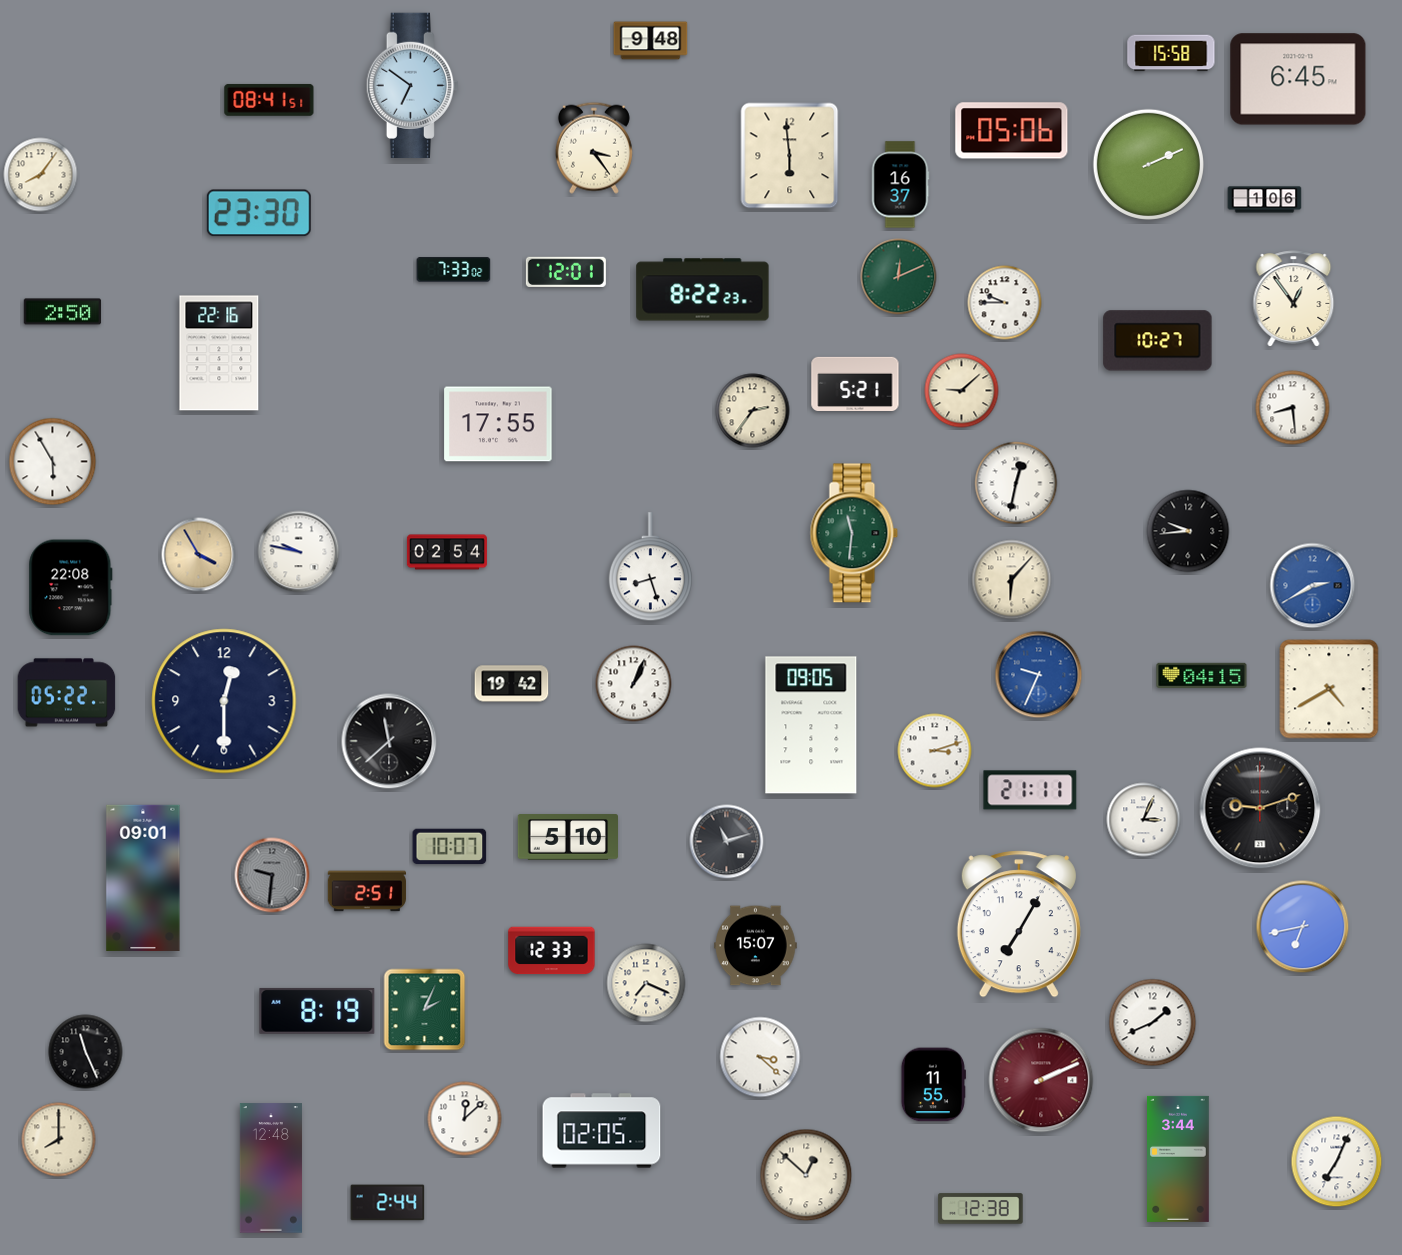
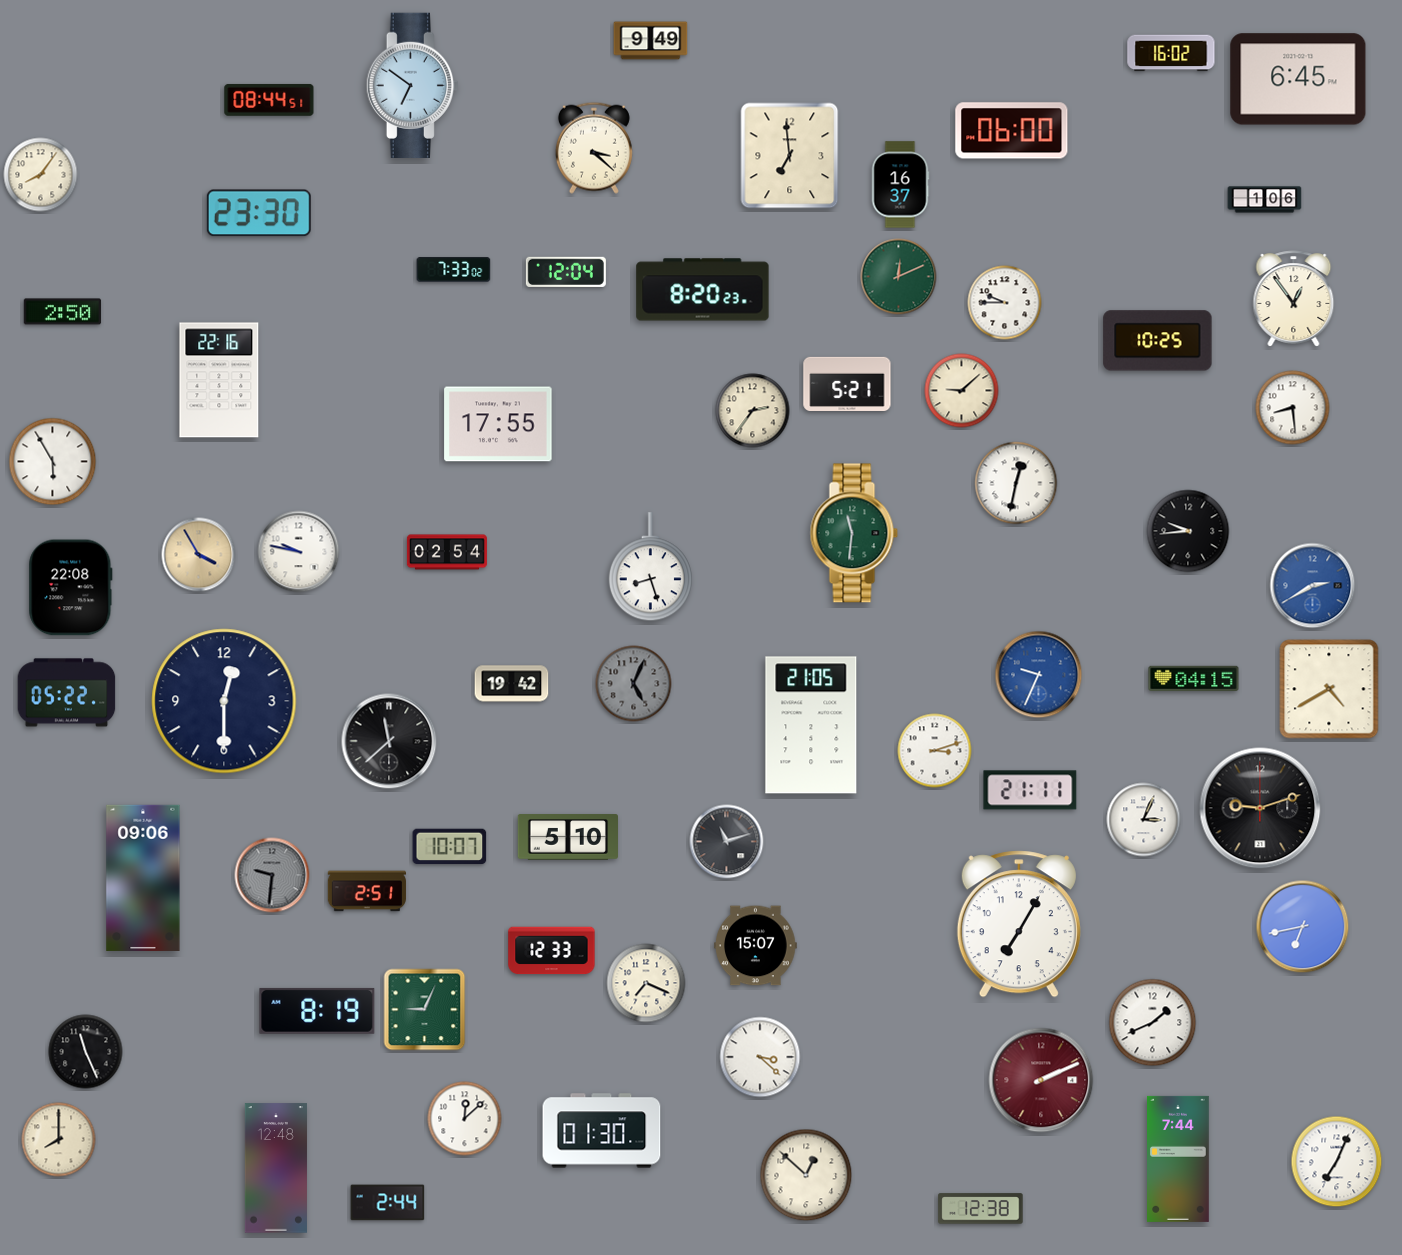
clock at (651, 41): 9:48 -> 9:49
clock at (1171, 53): 15:58 -> 16:02
clock at (269, 100): 08:41 -> 08:44
clock at (1012, 131): 05:06 -> 06:00
clock at (594, 148): 3:24 -> 3:22
clock at (790, 156): 5:59 -> 6:59
clock at (1148, 164): 2:11 -> none
clock at (566, 272): 12:01 -> 12:04
clock at (703, 290): 8:22 -> 8:20
clock at (1158, 341): 10:27 -> 10:25
clock at (219, 353) position: (219, 353) -> (219, 380)
clock at (855, 383) position: (855, 383) -> (847, 383)
clock at (1012, 580): 6:07 -> none
clock at (1202, 676) position: (1202, 676) -> (1194, 679)
clock at (634, 684): 1:04 -> 5:04
clock at (634, 684) dial: white -> grey
clock at (811, 725): 09:05 -> 21:05
clock at (143, 878): 09:01 -> 09:06
clock at (425, 1010): 2:04 -> 9:04
clock at (933, 1085): 11:55 -> none
clock at (602, 1131): 02:05 -> 01:30
clock at (1178, 1159): 3:44 -> 7:44
clock at (271, 1168) position: (271, 1168) -> (276, 1168)
